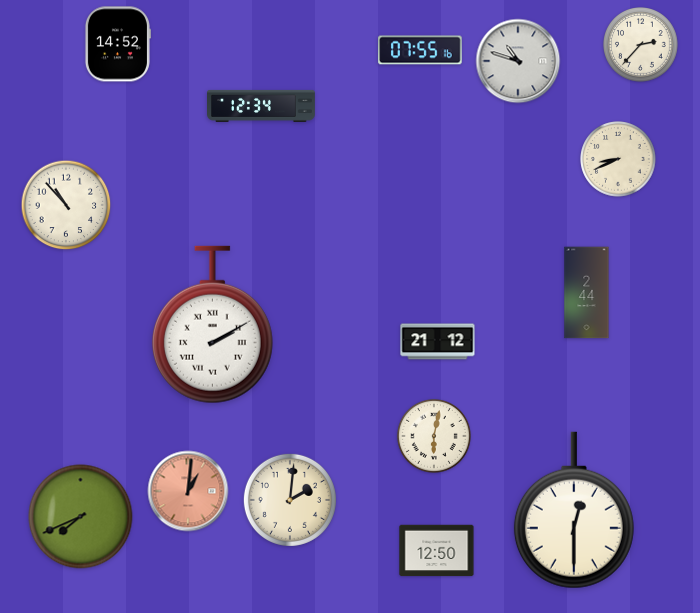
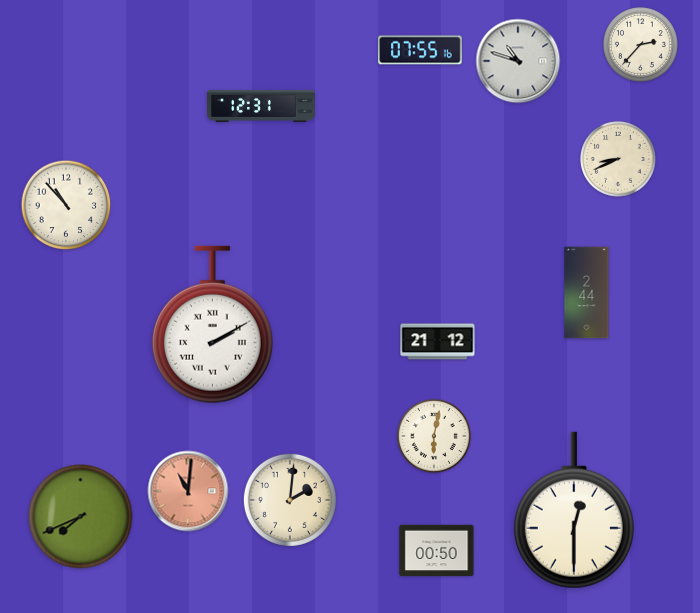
clock at (117, 44): 14:52 -> none
clock at (262, 106): 12:34 -> 12:31
clock at (188, 491): 1:01 -> 11:01
clock at (437, 551): 12:50 -> 00:50
